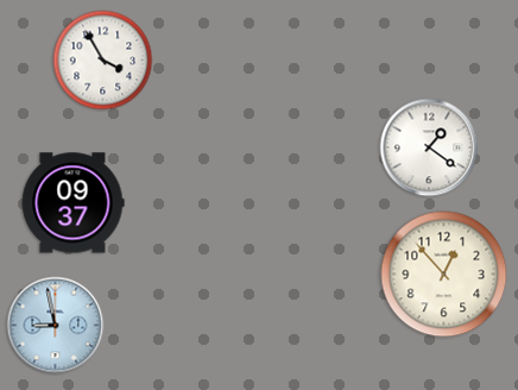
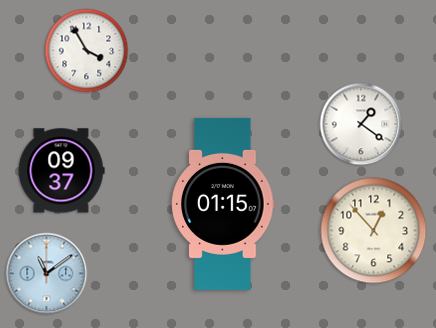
clock at (223, 204): none -> 01:15
clock at (56, 326): 8:58 -> 11:09
